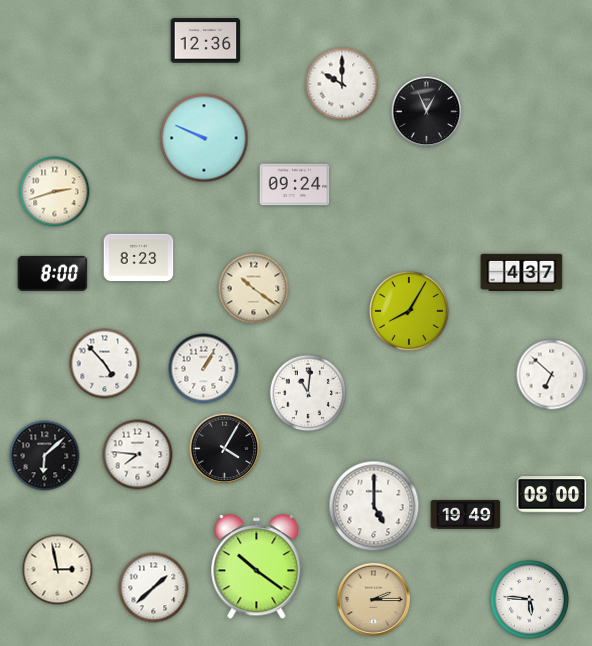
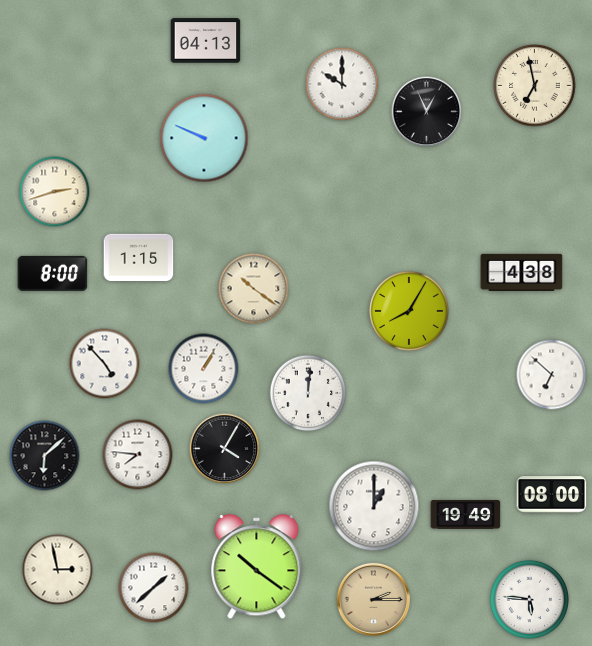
clock at (206, 41): 12:36 -> 04:13
clock at (535, 86): none -> 6:58
clock at (295, 185): 09:24 -> none
clock at (139, 258): 8:23 -> 1:15
clock at (522, 272): 4:37 -> 4:38
clock at (308, 393): 11:01 -> 12:01
clock at (374, 506): 5:00 -> 1:00
